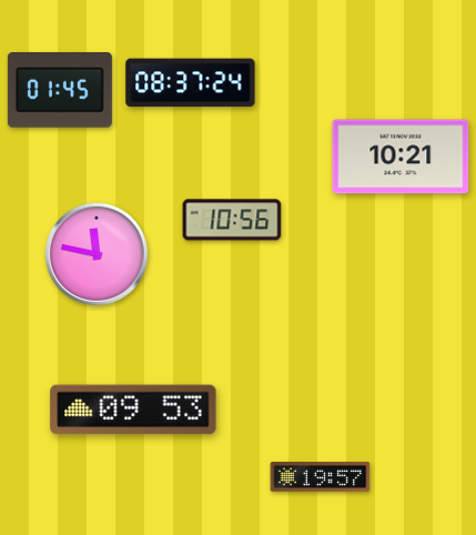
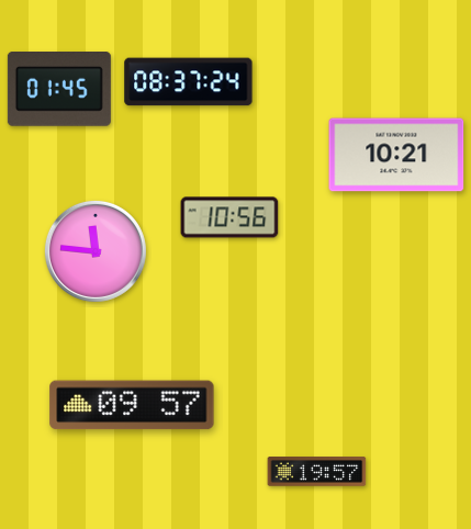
clock at (97, 254): 11:47 -> 11:46
clock at (133, 410): 09:53 -> 09:57
